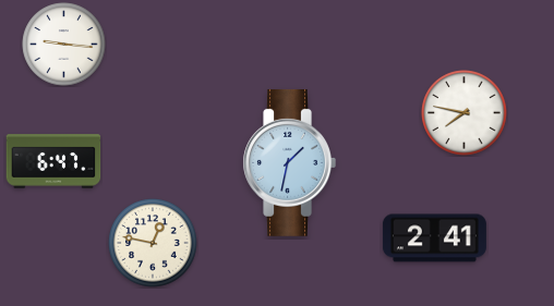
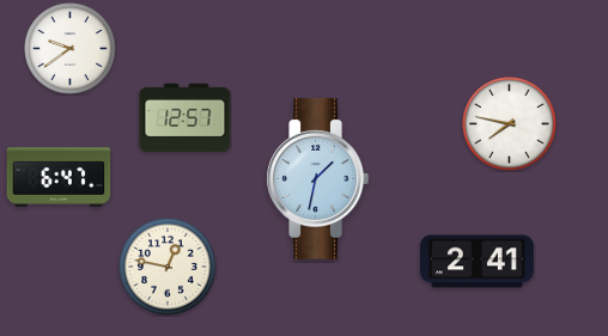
clock at (64, 45): 9:16 -> 9:39
clock at (186, 118): none -> 12:57
